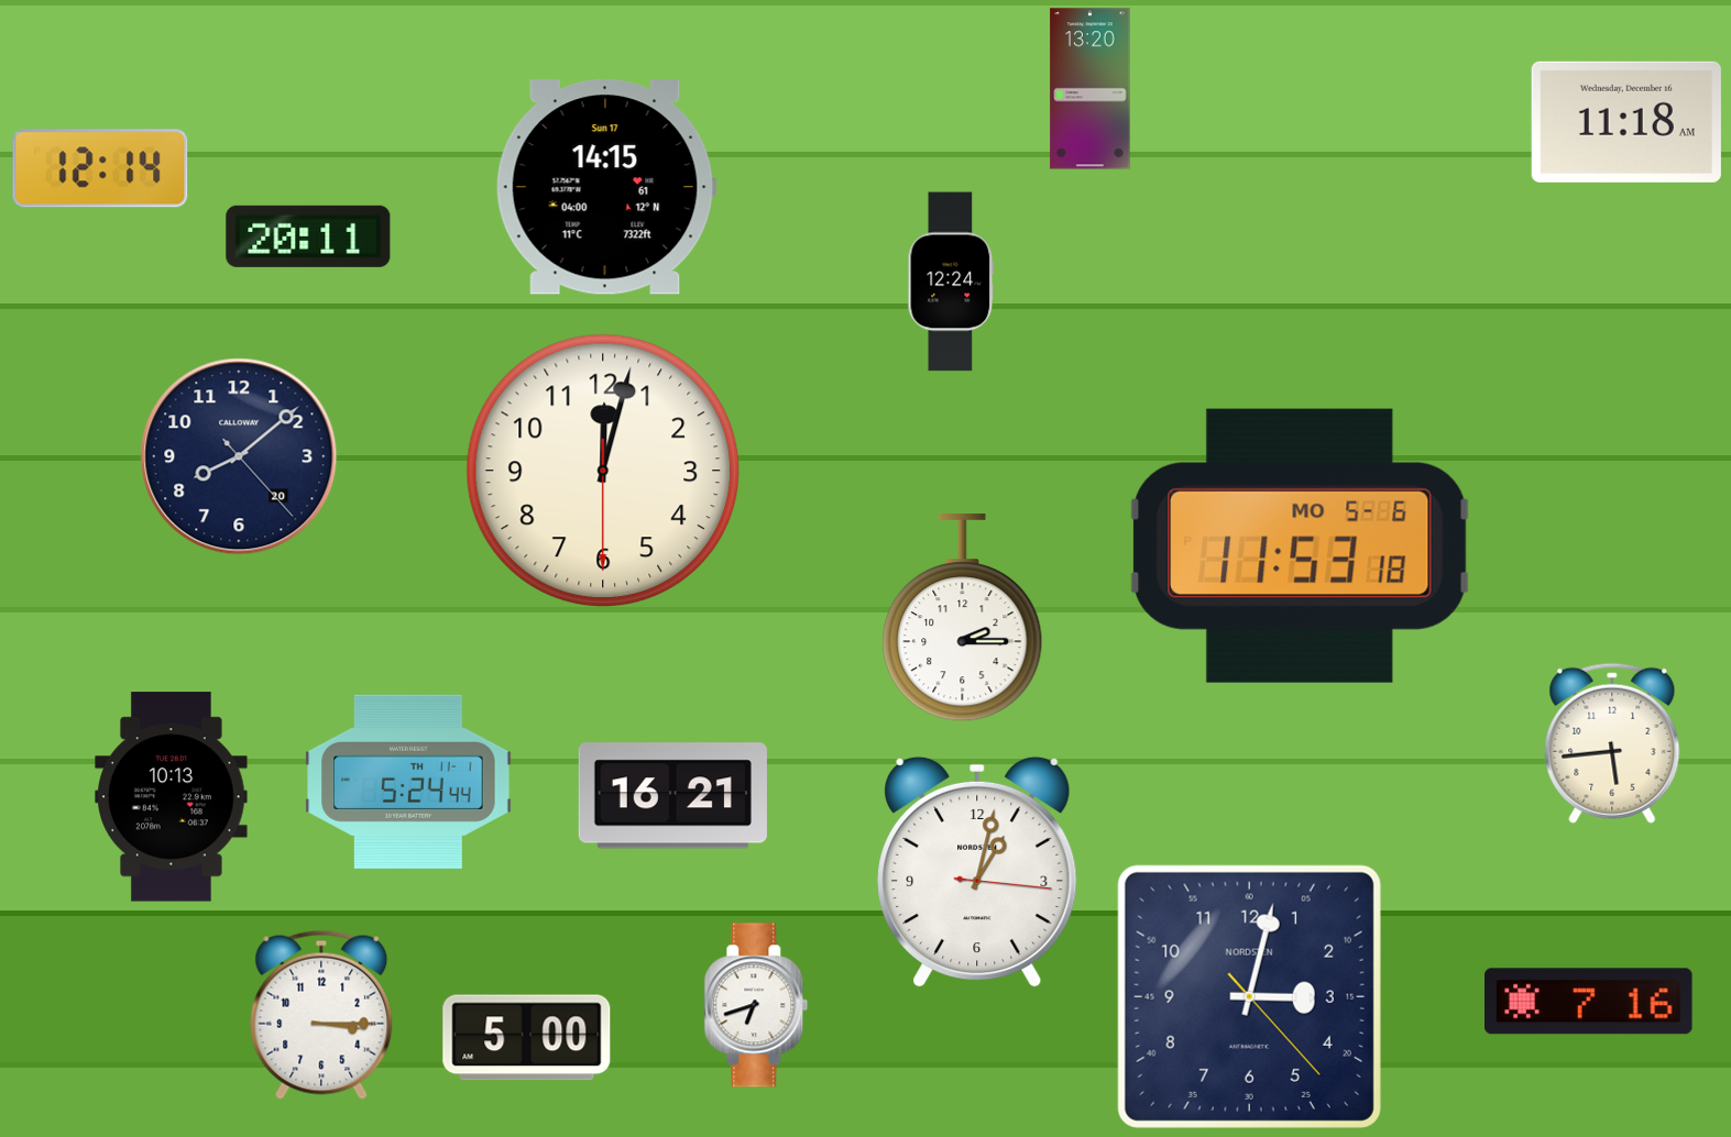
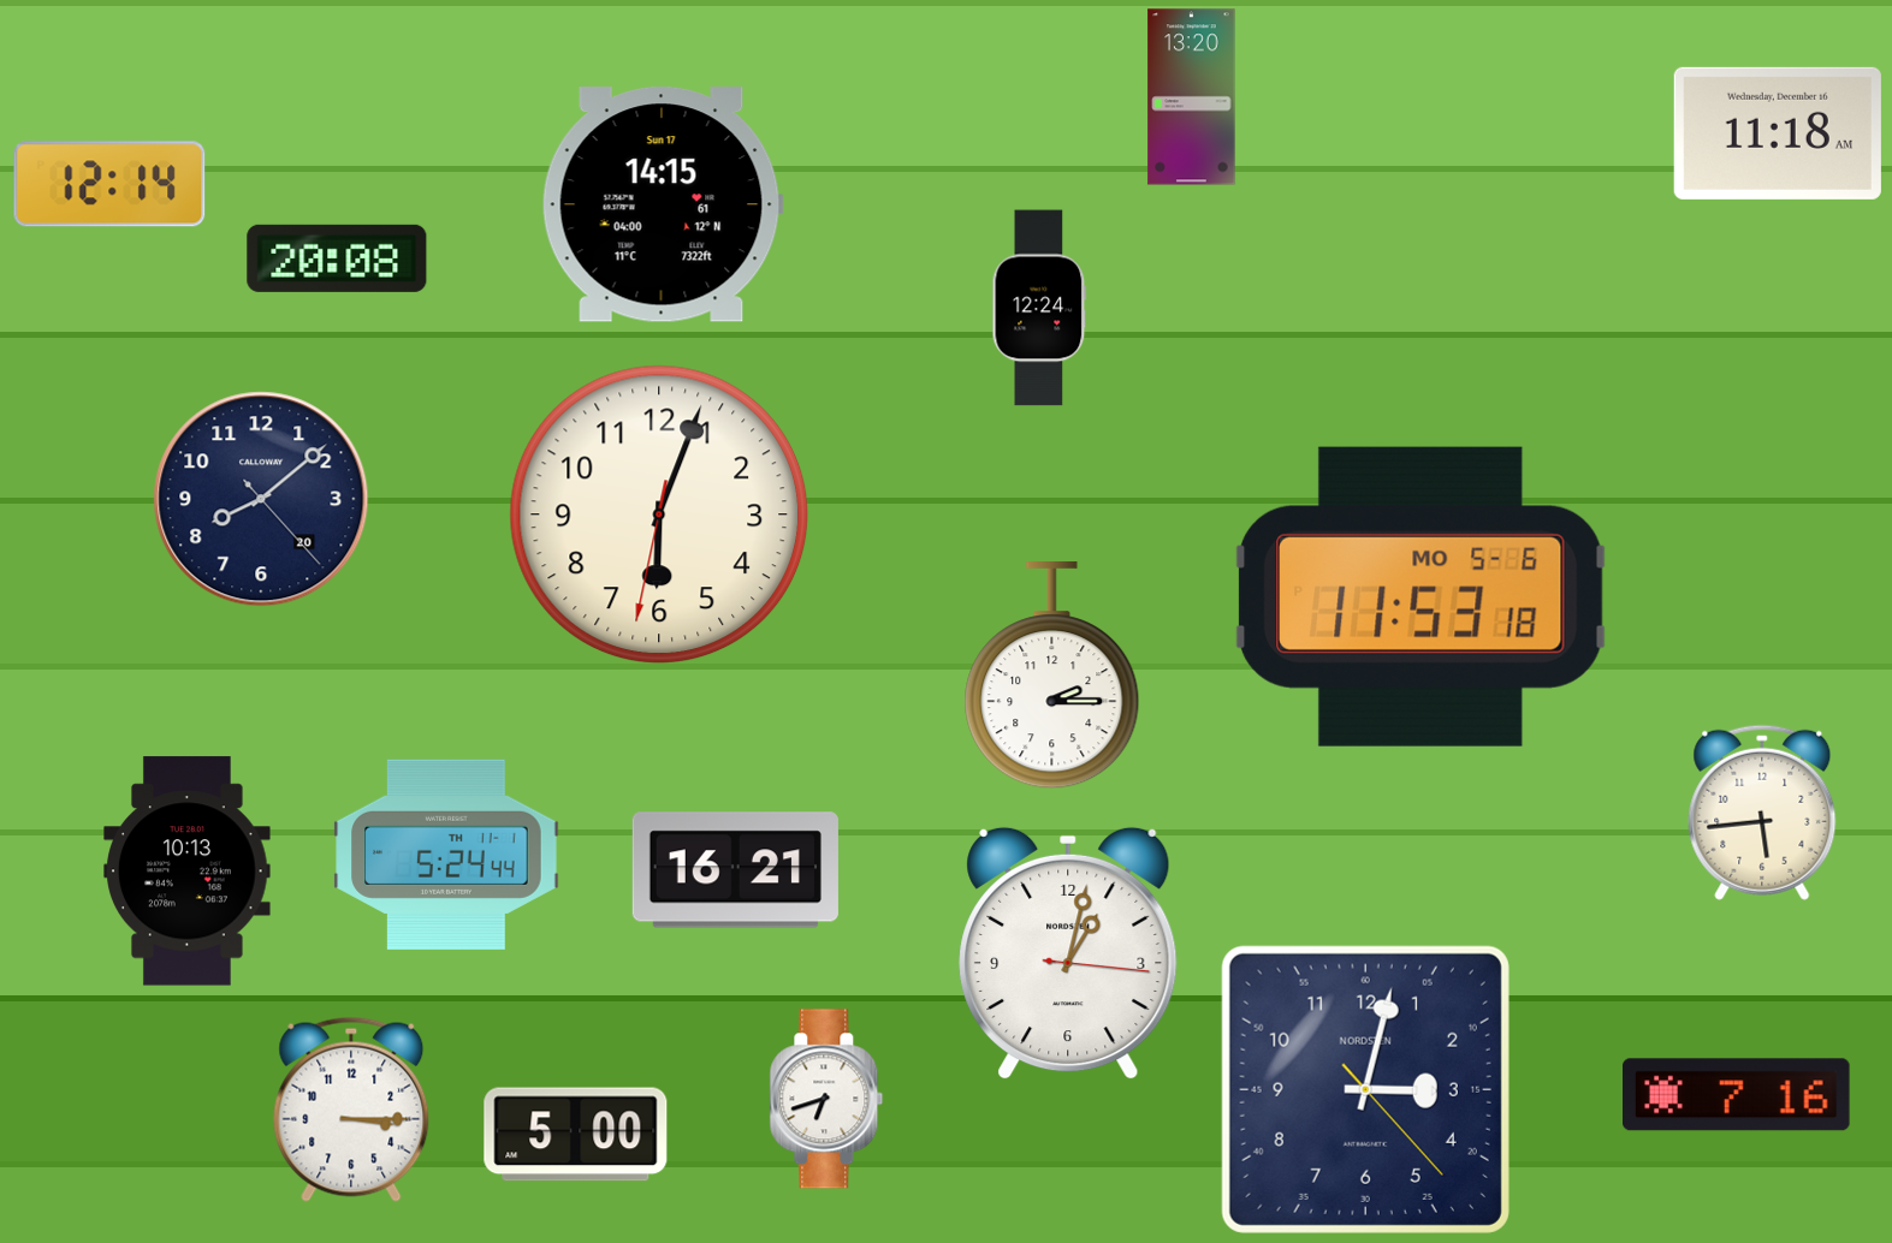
clock at (308, 236): 20:11 -> 20:08
clock at (603, 471): 12:02 -> 6:03
